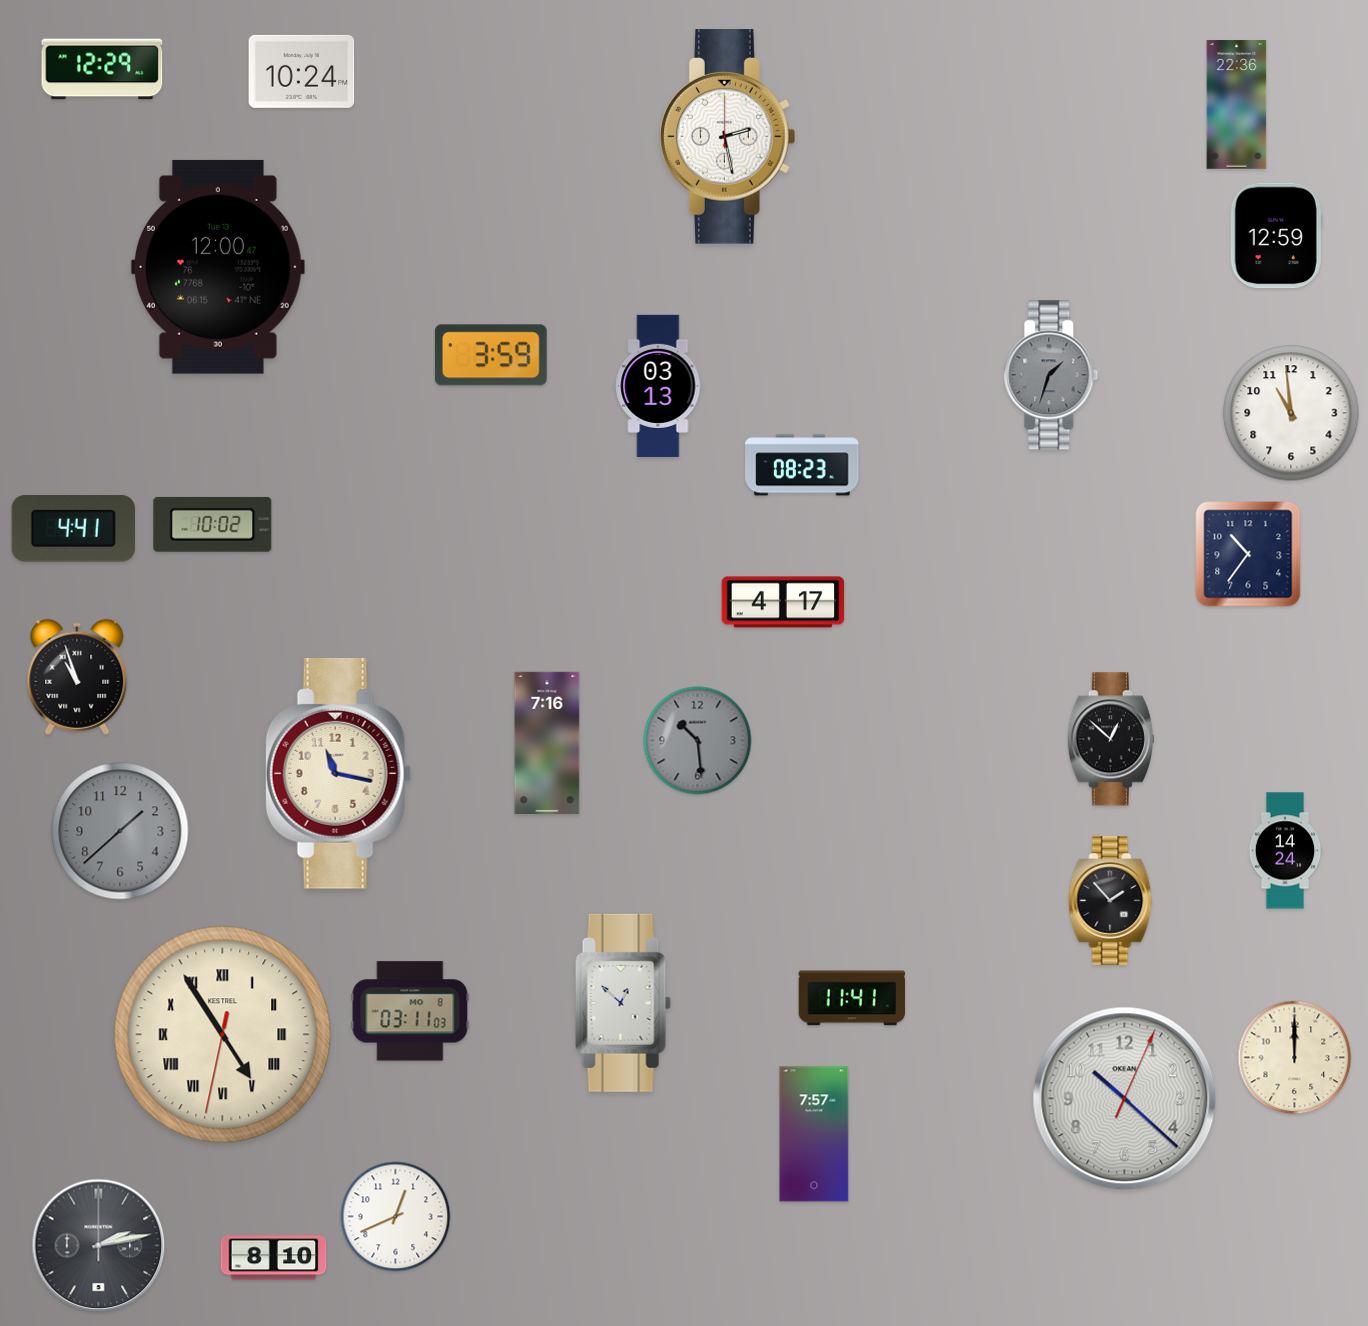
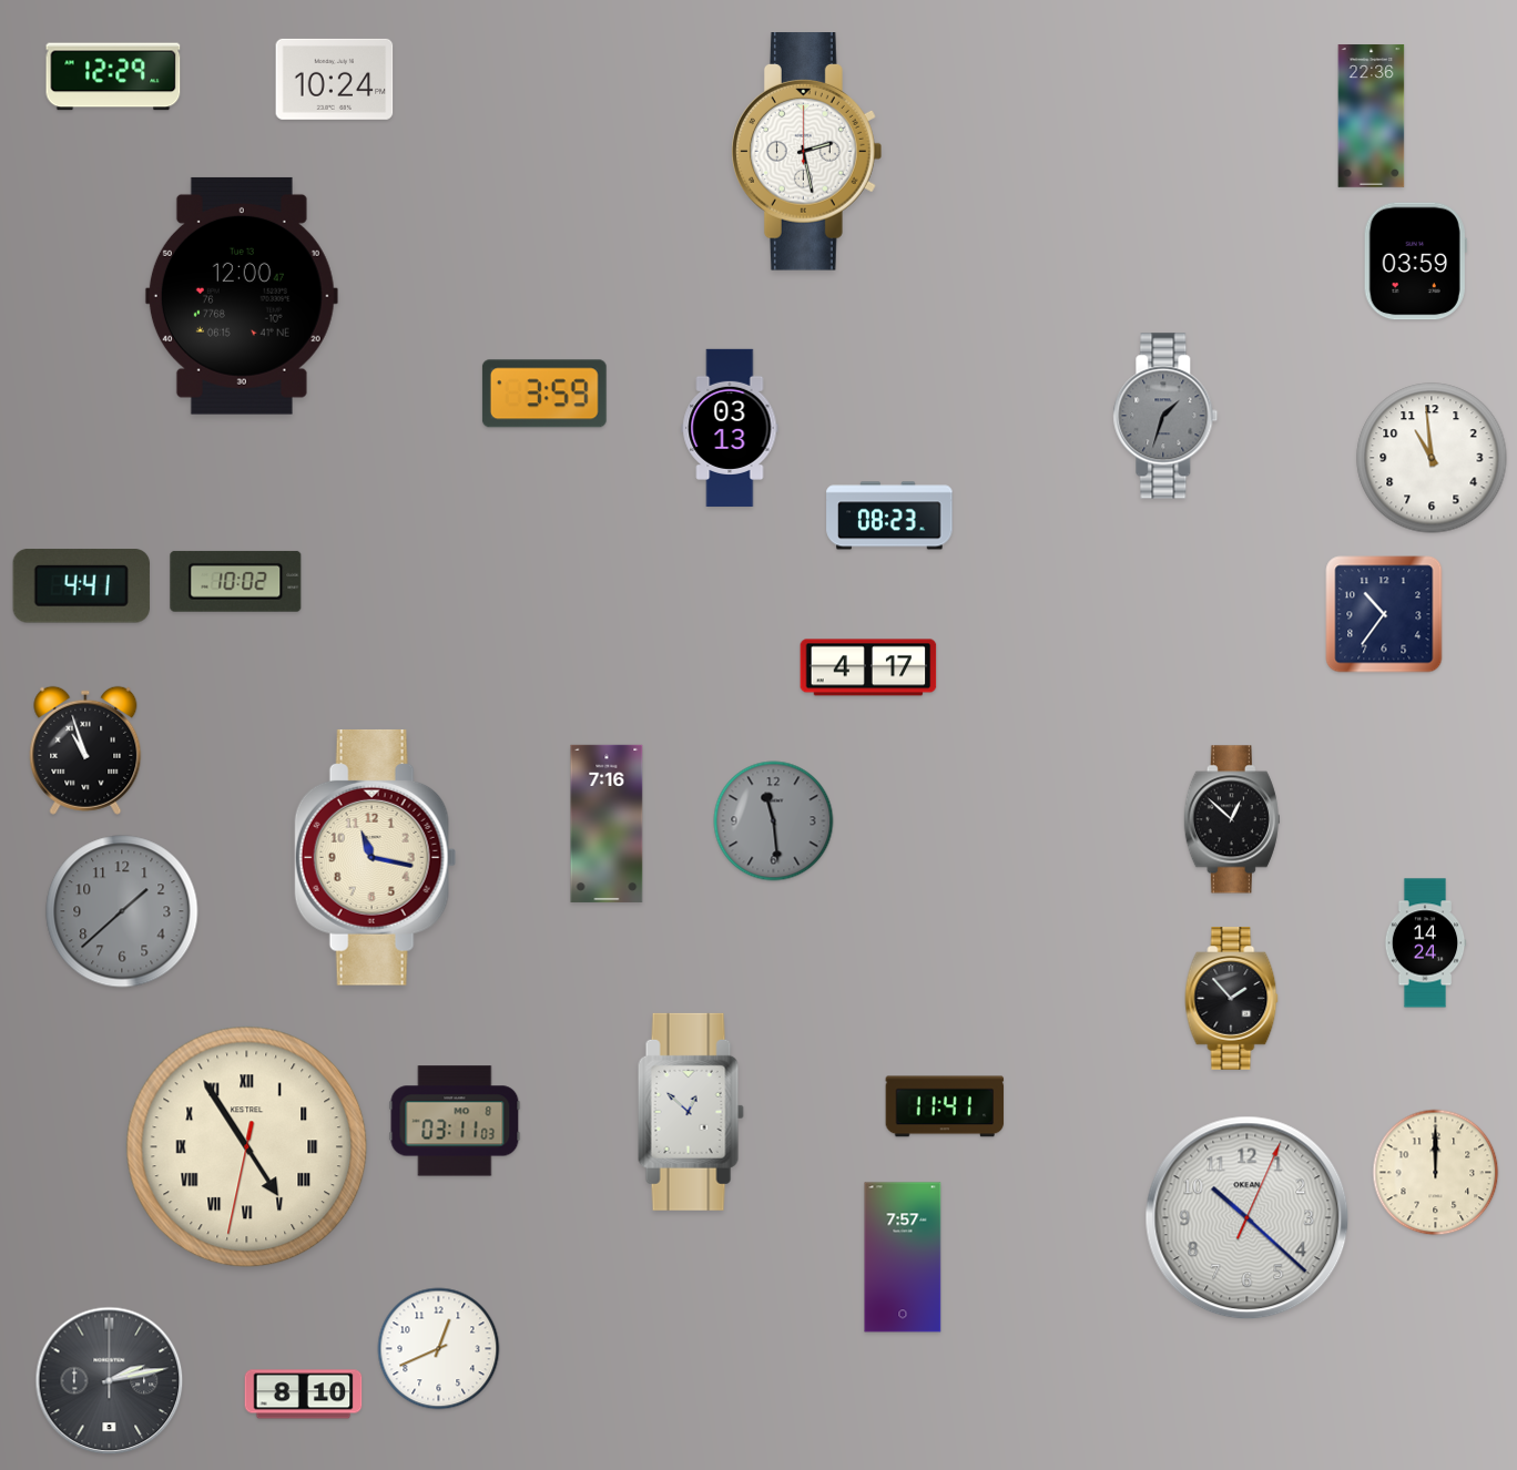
clock at (1276, 236): 12:59 -> 03:59
clock at (698, 741): 10:29 -> 11:29
clock at (120, 831) position: (120, 831) -> (122, 911)
